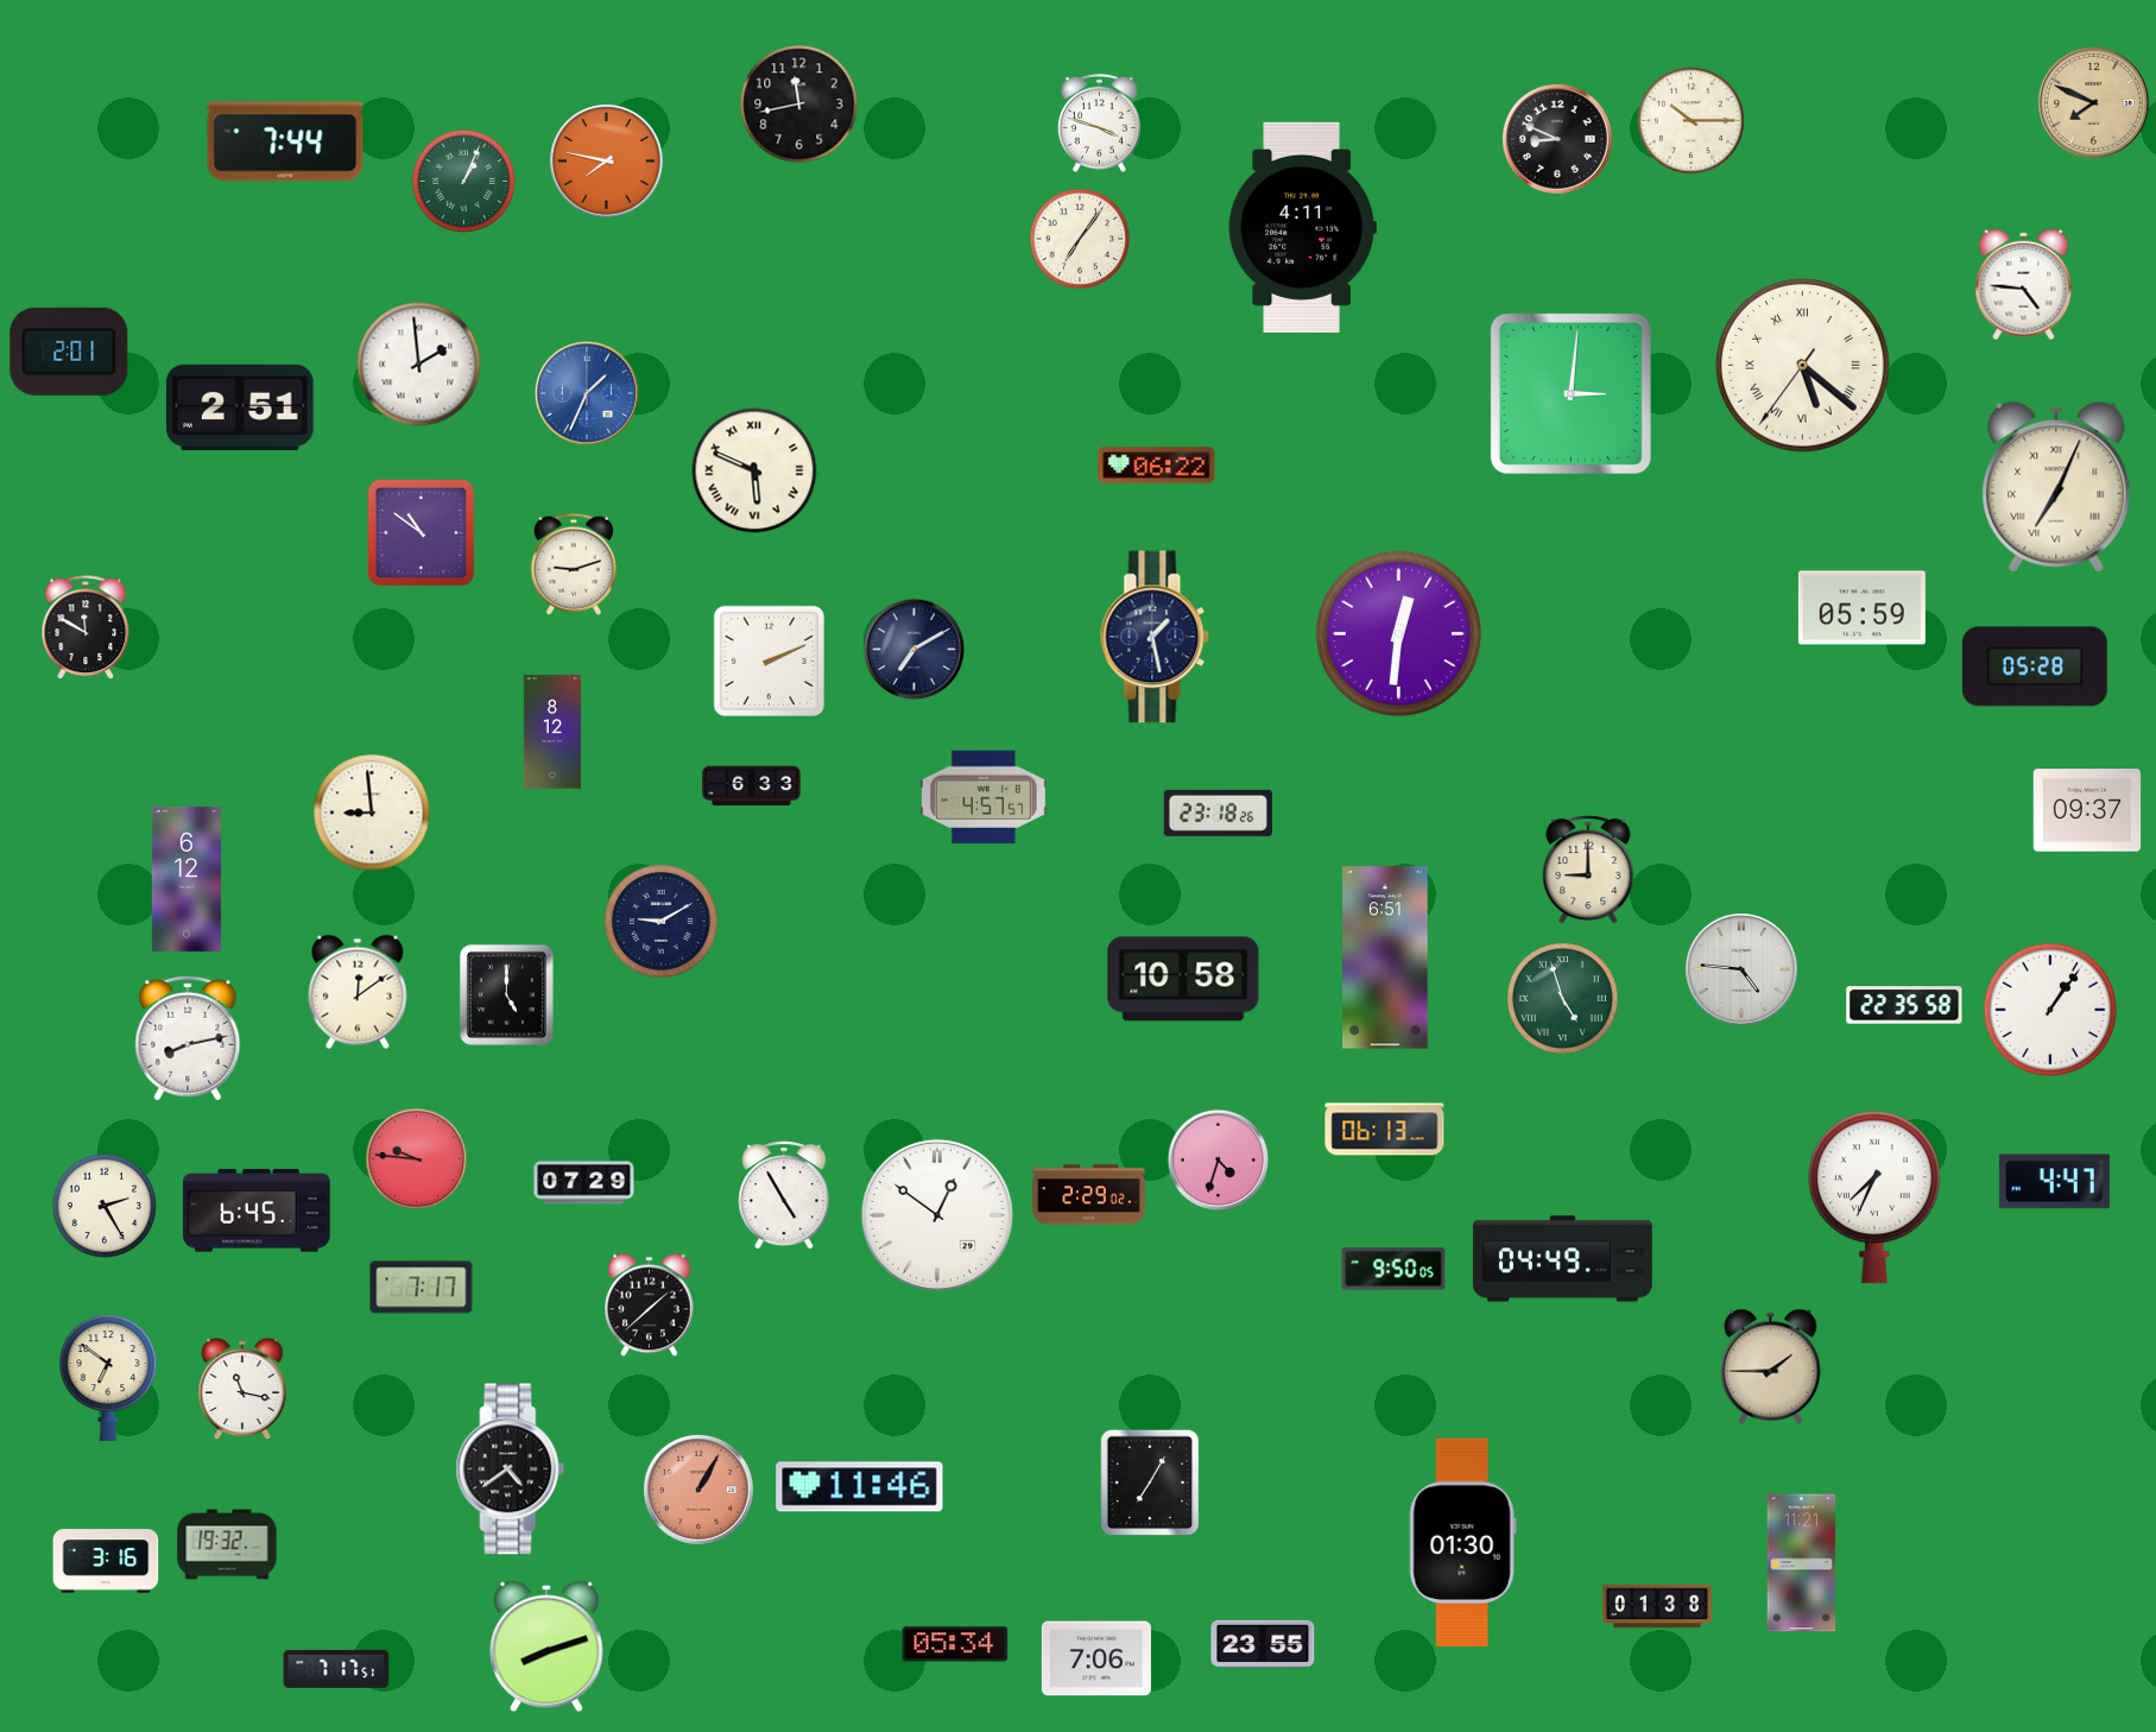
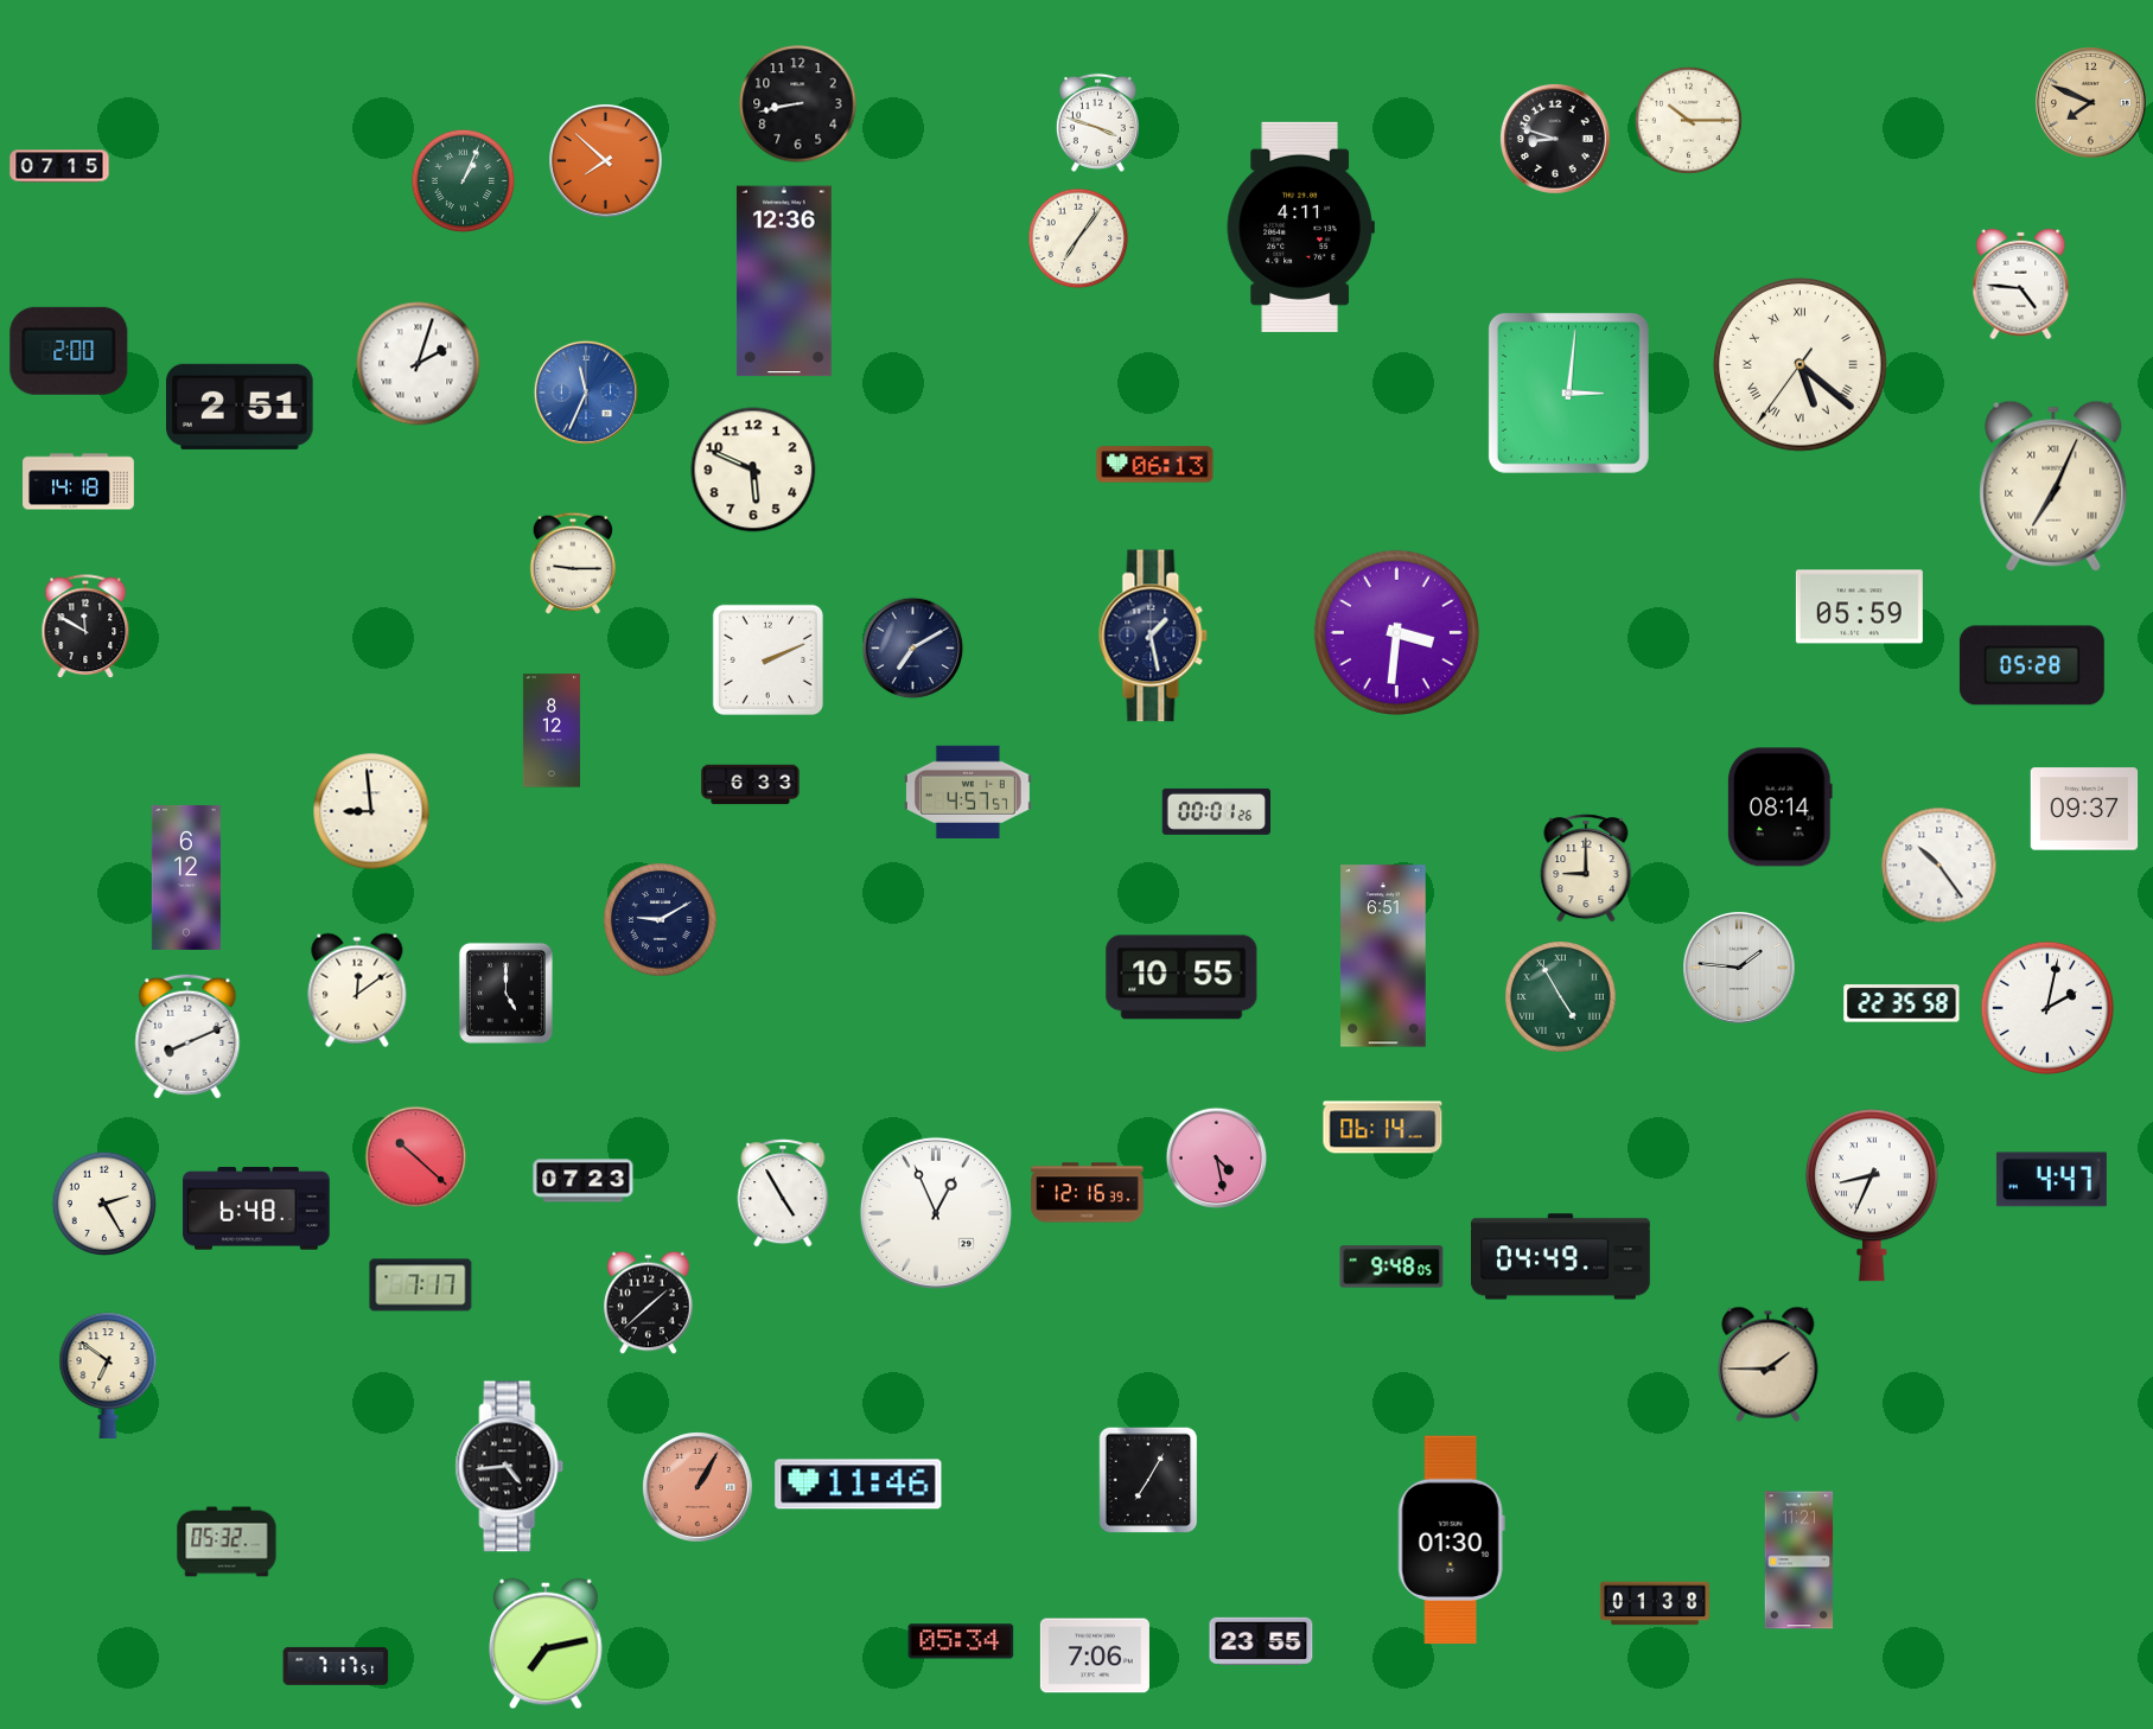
clock at (799, 105): 11:43 -> 8:43
clock at (1557, 139): 8:49 -> 8:48
clock at (285, 141): 7:44 -> none
clock at (607, 162): 7:47 -> 7:52
clock at (59, 166): none -> 07:15
clock at (784, 281): none -> 12:36
clock at (69, 352): 2:01 -> 2:00
clock at (419, 365): 1:59 -> 2:03
clock at (587, 393): 1:34 -> 11:34
clock at (1157, 466): 06:22 -> 06:13
clock at (754, 470) numerals: Roman -> Arabic
clock at (78, 481): none -> 14:18
clock at (422, 533): 10:51 -> none
clock at (573, 564): 9:12 -> 9:15
clock at (1398, 633): 12:31 -> 3:31
clock at (984, 796) position: (984, 796) -> (968, 791)
clock at (1779, 808): none -> 08:14
clock at (1218, 813): 23:18 -> 00:01
clock at (1939, 866): none -> 10:24
clock at (1743, 971): 4:46 -> 1:46
clock at (1183, 979): 10:58 -> 10:55
clock at (1563, 999): 4:57 -> 4:55
clock at (2050, 1010): 1:06 -> 2:02
clock at (188, 1038): 8:13 -> 8:11
clock at (1385, 1130): 06:13 -> 06:14
clock at (417, 1159): 9:46 -> 10:22
clock at (1219, 1161): 4:33 -> 4:28
clock at (584, 1183): 07:29 -> 07:23
clock at (1089, 1195): 2:29 -> 12:16
clock at (1874, 1197): 7:34 -> 8:34
clock at (257, 1210): 6:45 -> 6:48
clock at (937, 1215): 12:51 -> 12:56
clock at (1393, 1269): 9:50 -> 9:48
clock at (242, 1389): 11:17 -> none
clock at (511, 1469): 4:39 -> 4:44
clock at (1462, 1543) position: (1462, 1543) -> (1451, 1540)
clock at (227, 1544): 19:32 -> 05:32
clock at (106, 1561): 3:16 -> none
clock at (955, 1644) position: (955, 1644) -> (961, 1641)
clock at (546, 1646): 8:12 -> 7:13
